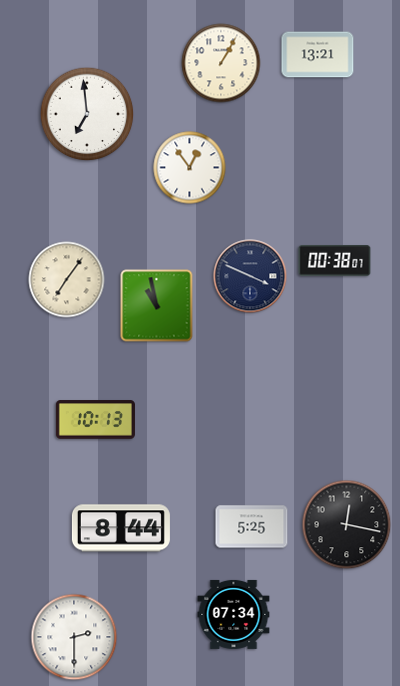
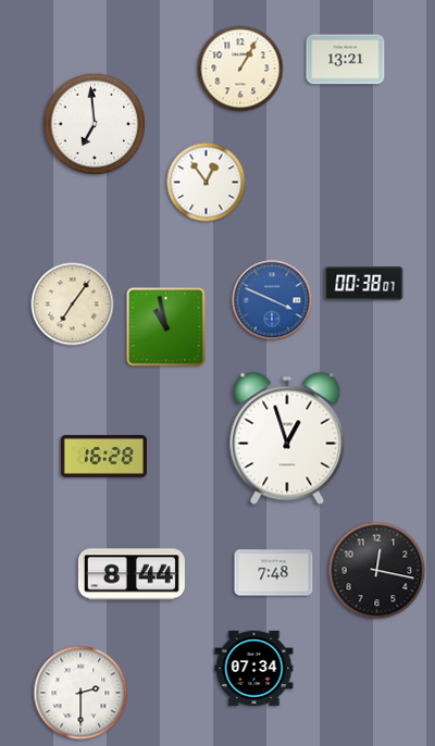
clock at (250, 276) dial: navy -> blue
clock at (157, 306) position: (157, 306) -> (166, 327)
clock at (287, 438): none -> 12:57
clock at (95, 420): 10:13 -> 16:28
clock at (252, 527): 5:25 -> 7:48
